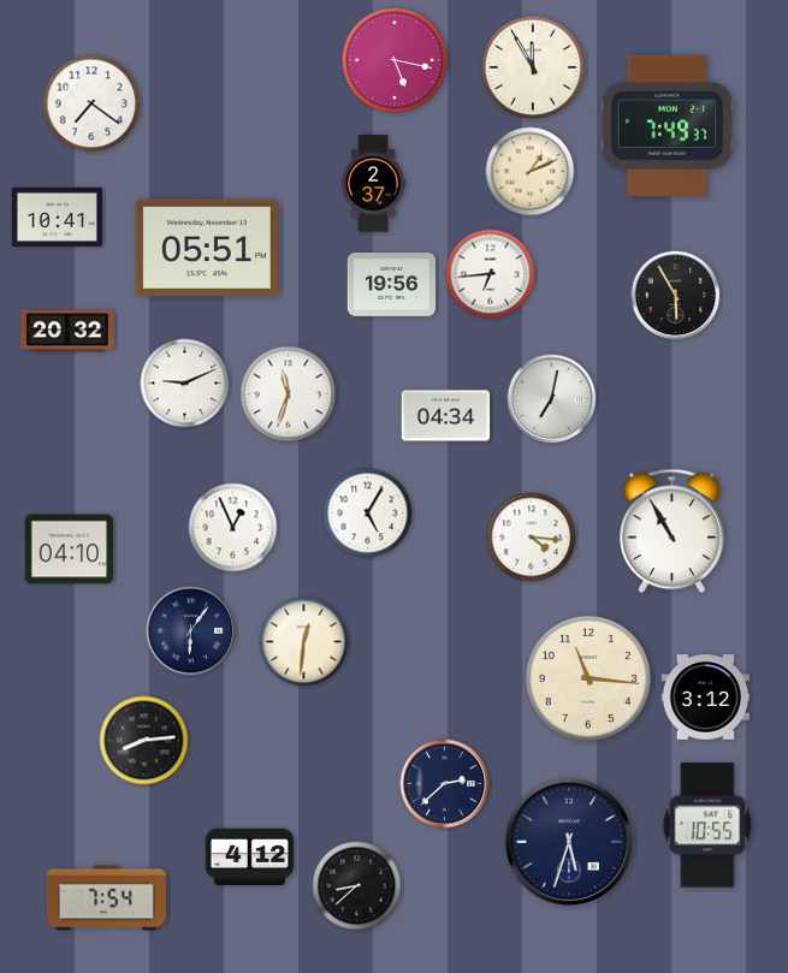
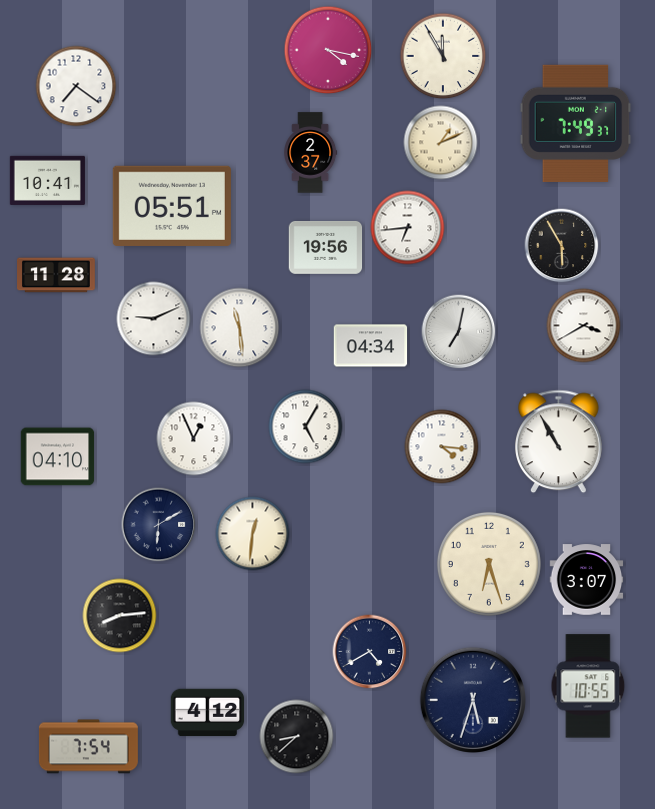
clock at (395, 60): 5:17 -> 4:17
clock at (668, 125) position: (668, 125) -> (576, 123)
clock at (392, 284) position: (392, 284) -> (326, 247)
clock at (69, 331): 20:32 -> 11:28
clock at (584, 326): none -> 3:40
clock at (289, 394): 11:33 -> 11:29
clock at (191, 631): 6:06 -> 6:10
clock at (588, 678): 11:16 -> 6:27
clock at (706, 698): 3:12 -> 3:07
clock at (445, 784): 2:38 -> 4:40
